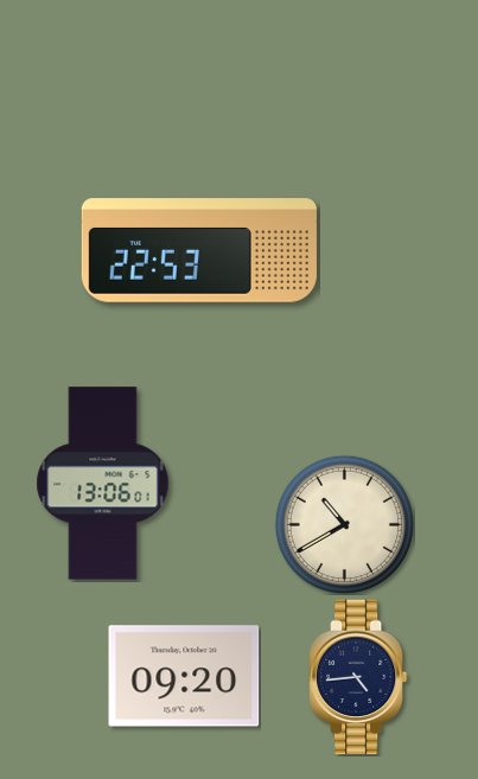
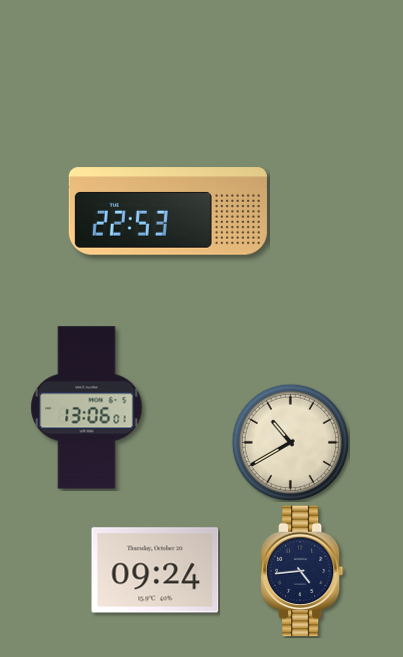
clock at (184, 676): 09:20 -> 09:24
